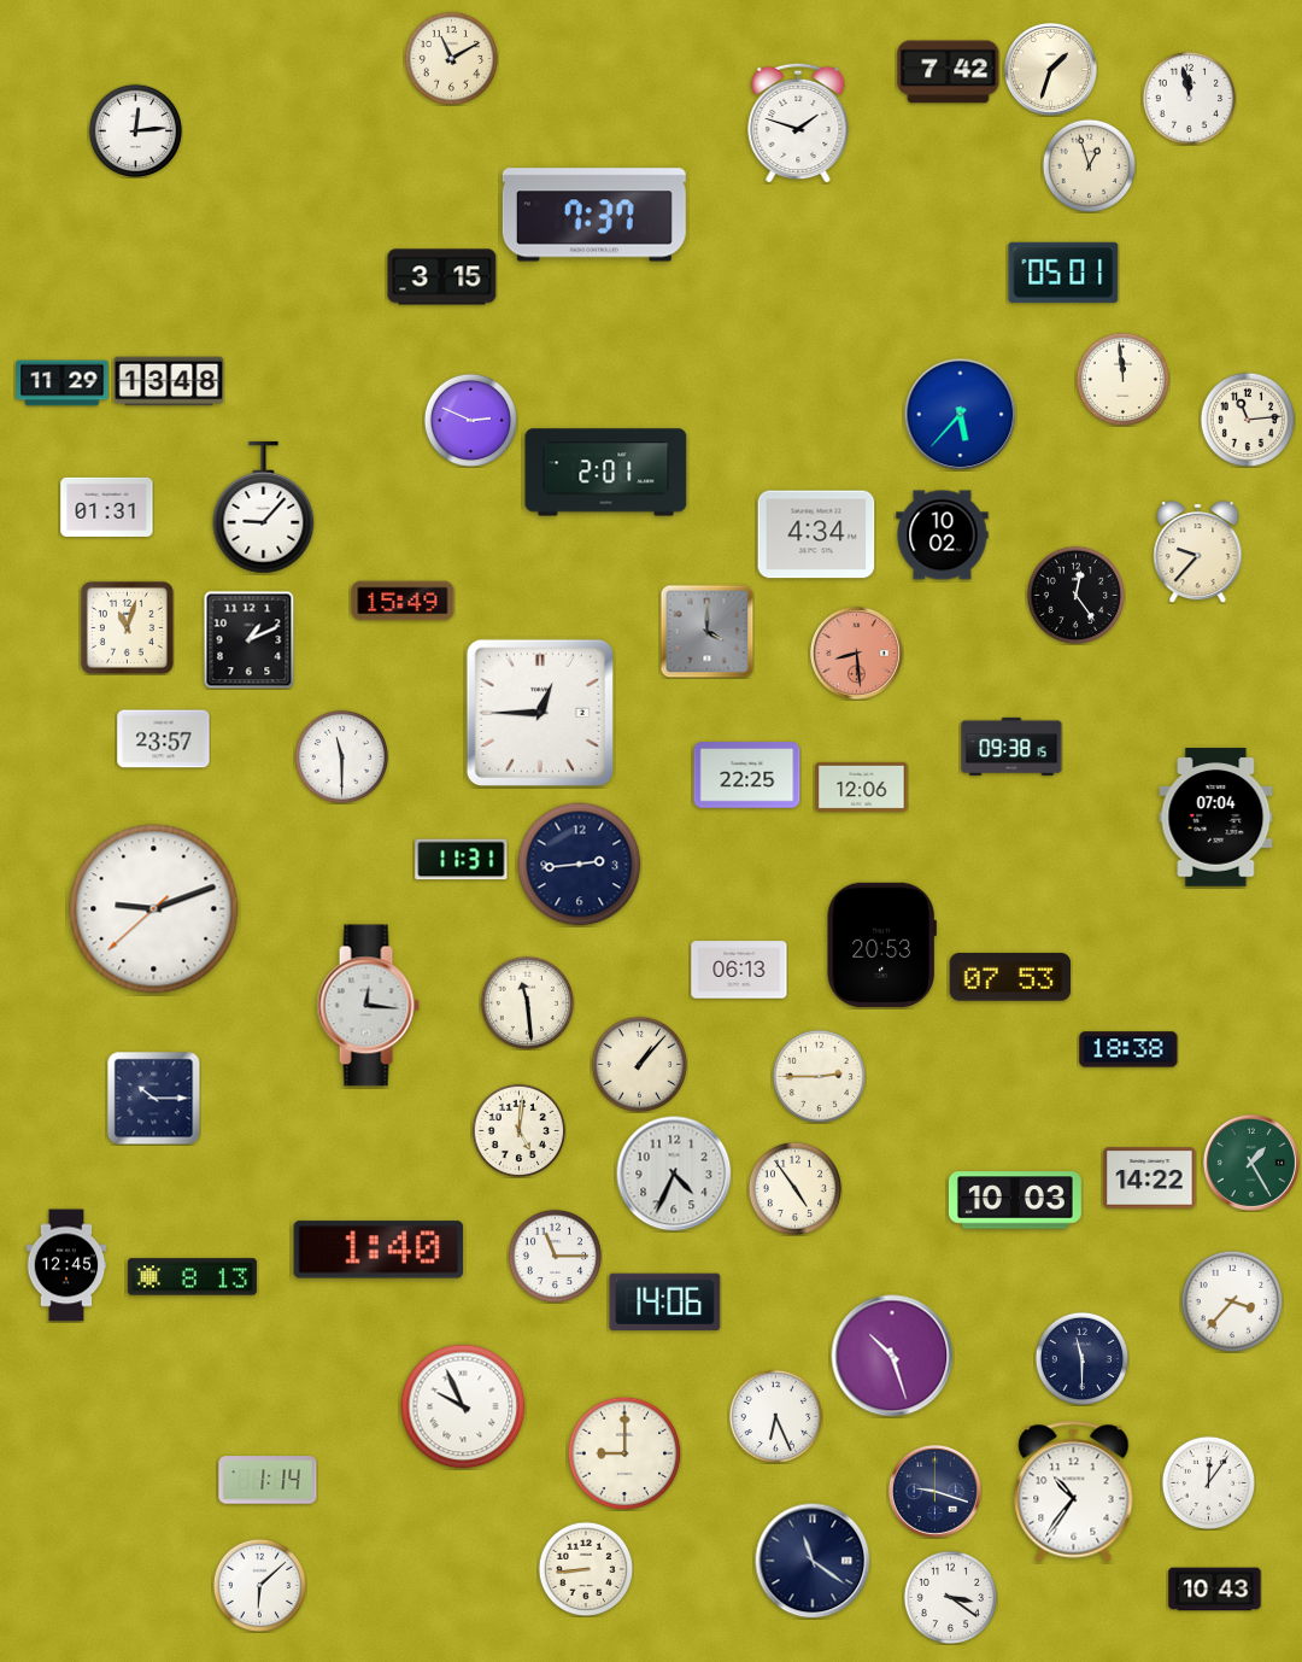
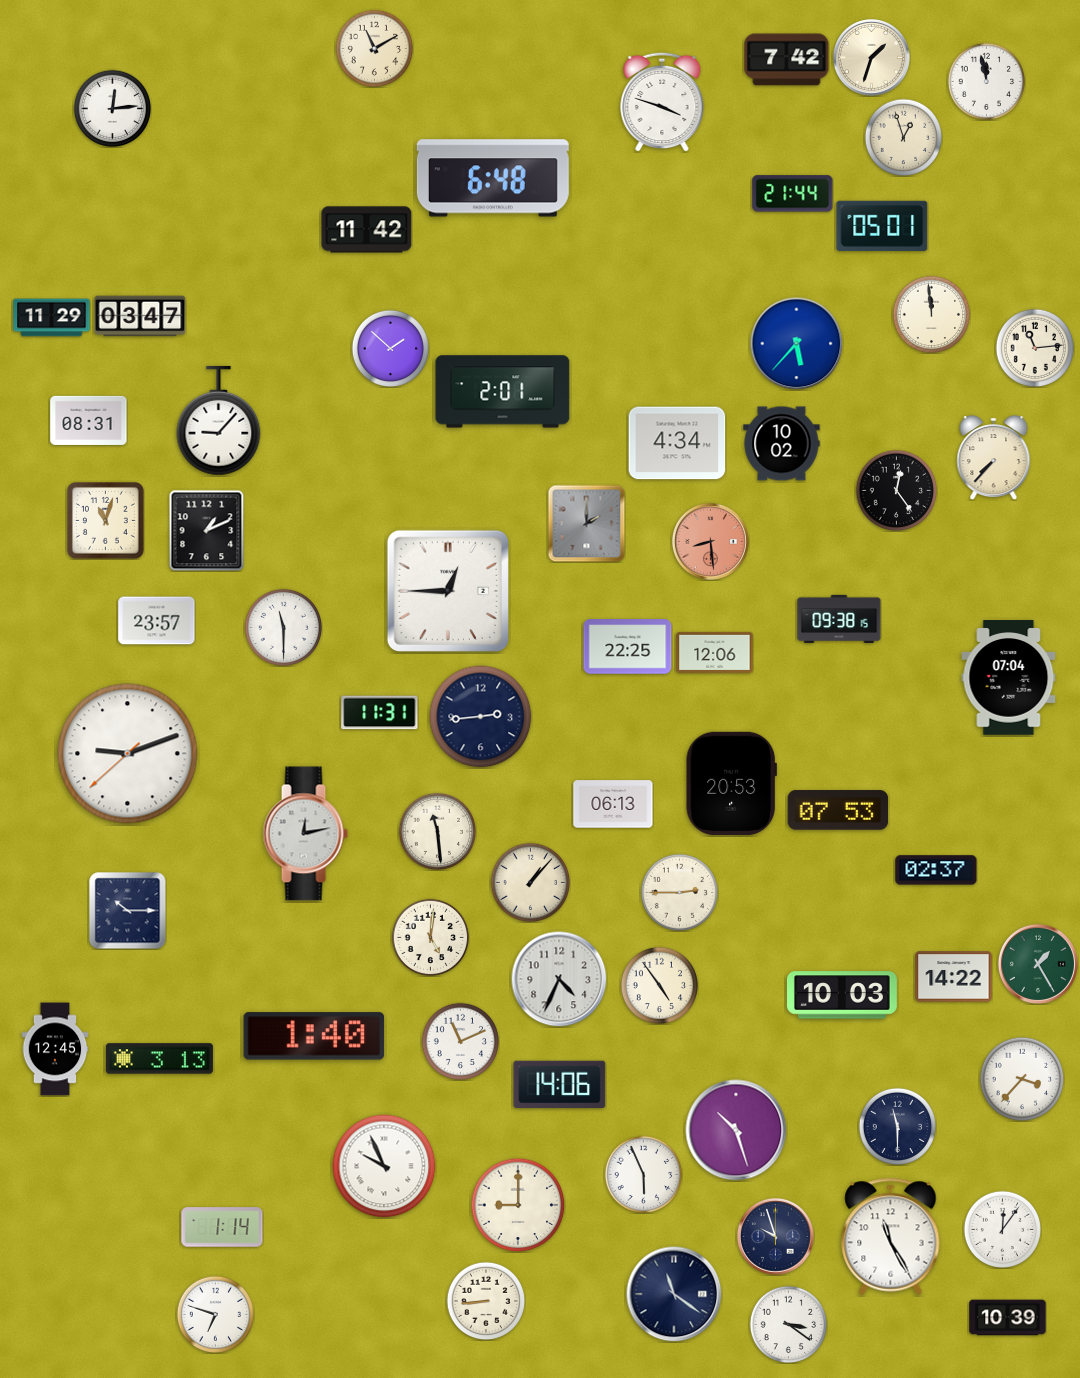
clock at (798, 123): 1:48 -> 3:48
clock at (594, 215): 7:37 -> 6:48
clock at (793, 194): none -> 21:44
clock at (442, 277): 3:15 -> 11:42
clock at (169, 381): 13:48 -> 03:47
clock at (470, 420): 2:49 -> 1:52
clock at (107, 507): 01:31 -> 08:31
clock at (1198, 552): 9:37 -> 7:37
clock at (1075, 595) position: (1075, 595) -> (896, 490)
clock at (403, 601): 15:49 -> none
clock at (706, 631): 4:00 -> 2:00
clock at (164, 739) position: (164, 739) -> (157, 621)
clock at (747, 776) position: (747, 776) -> (628, 647)
clock at (462, 860) position: (462, 860) -> (380, 713)
clock at (368, 1006): 12:16 -> 12:13
clock at (1128, 1049): 18:38 -> 02:37
clock at (674, 1174) position: (674, 1174) -> (559, 979)
clock at (555, 1256): 11:15 -> 11:11
clock at (192, 1277): 8:13 -> 3:13
clock at (665, 1303) position: (665, 1303) -> (560, 1085)
clock at (892, 1356) position: (892, 1356) -> (736, 1130)
clock at (775, 1416): 6:26 -> 5:56
clock at (934, 1491): 9:18 -> 9:57
clock at (1074, 1491): 10:36 -> 11:25
clock at (259, 1585): 6:08 -> 6:48
clock at (1215, 1590): 10:43 -> 10:39
